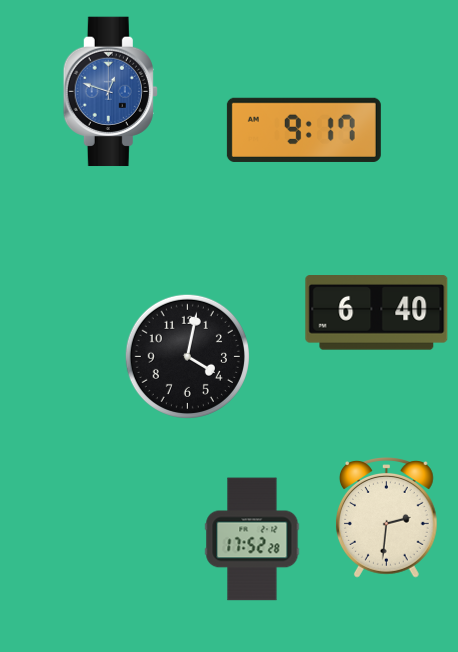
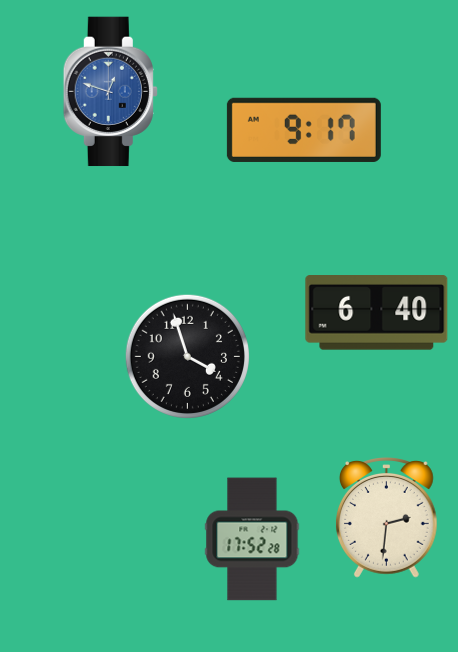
clock at (187, 356): 4:02 -> 3:57
